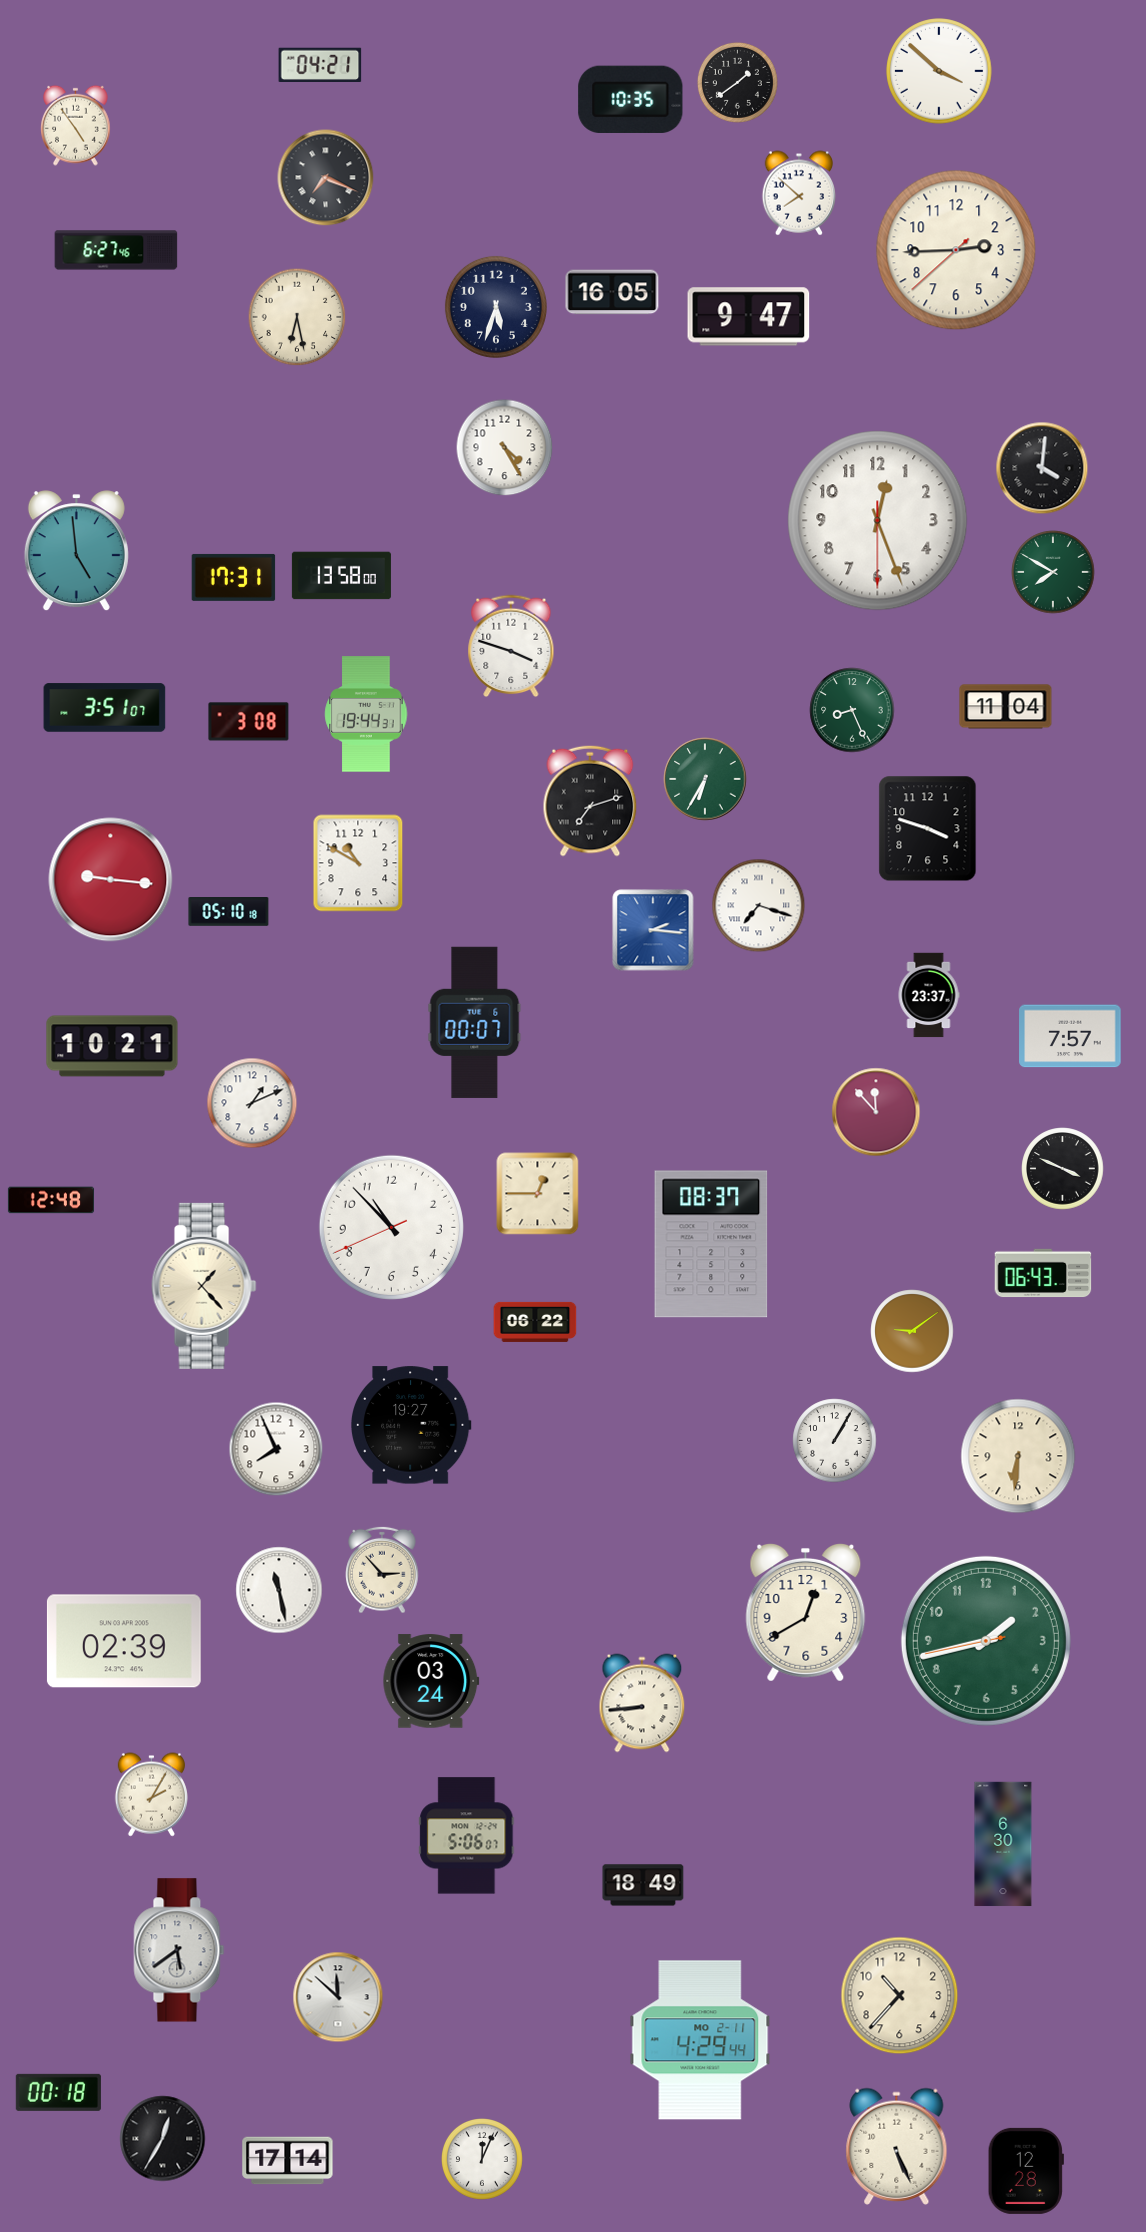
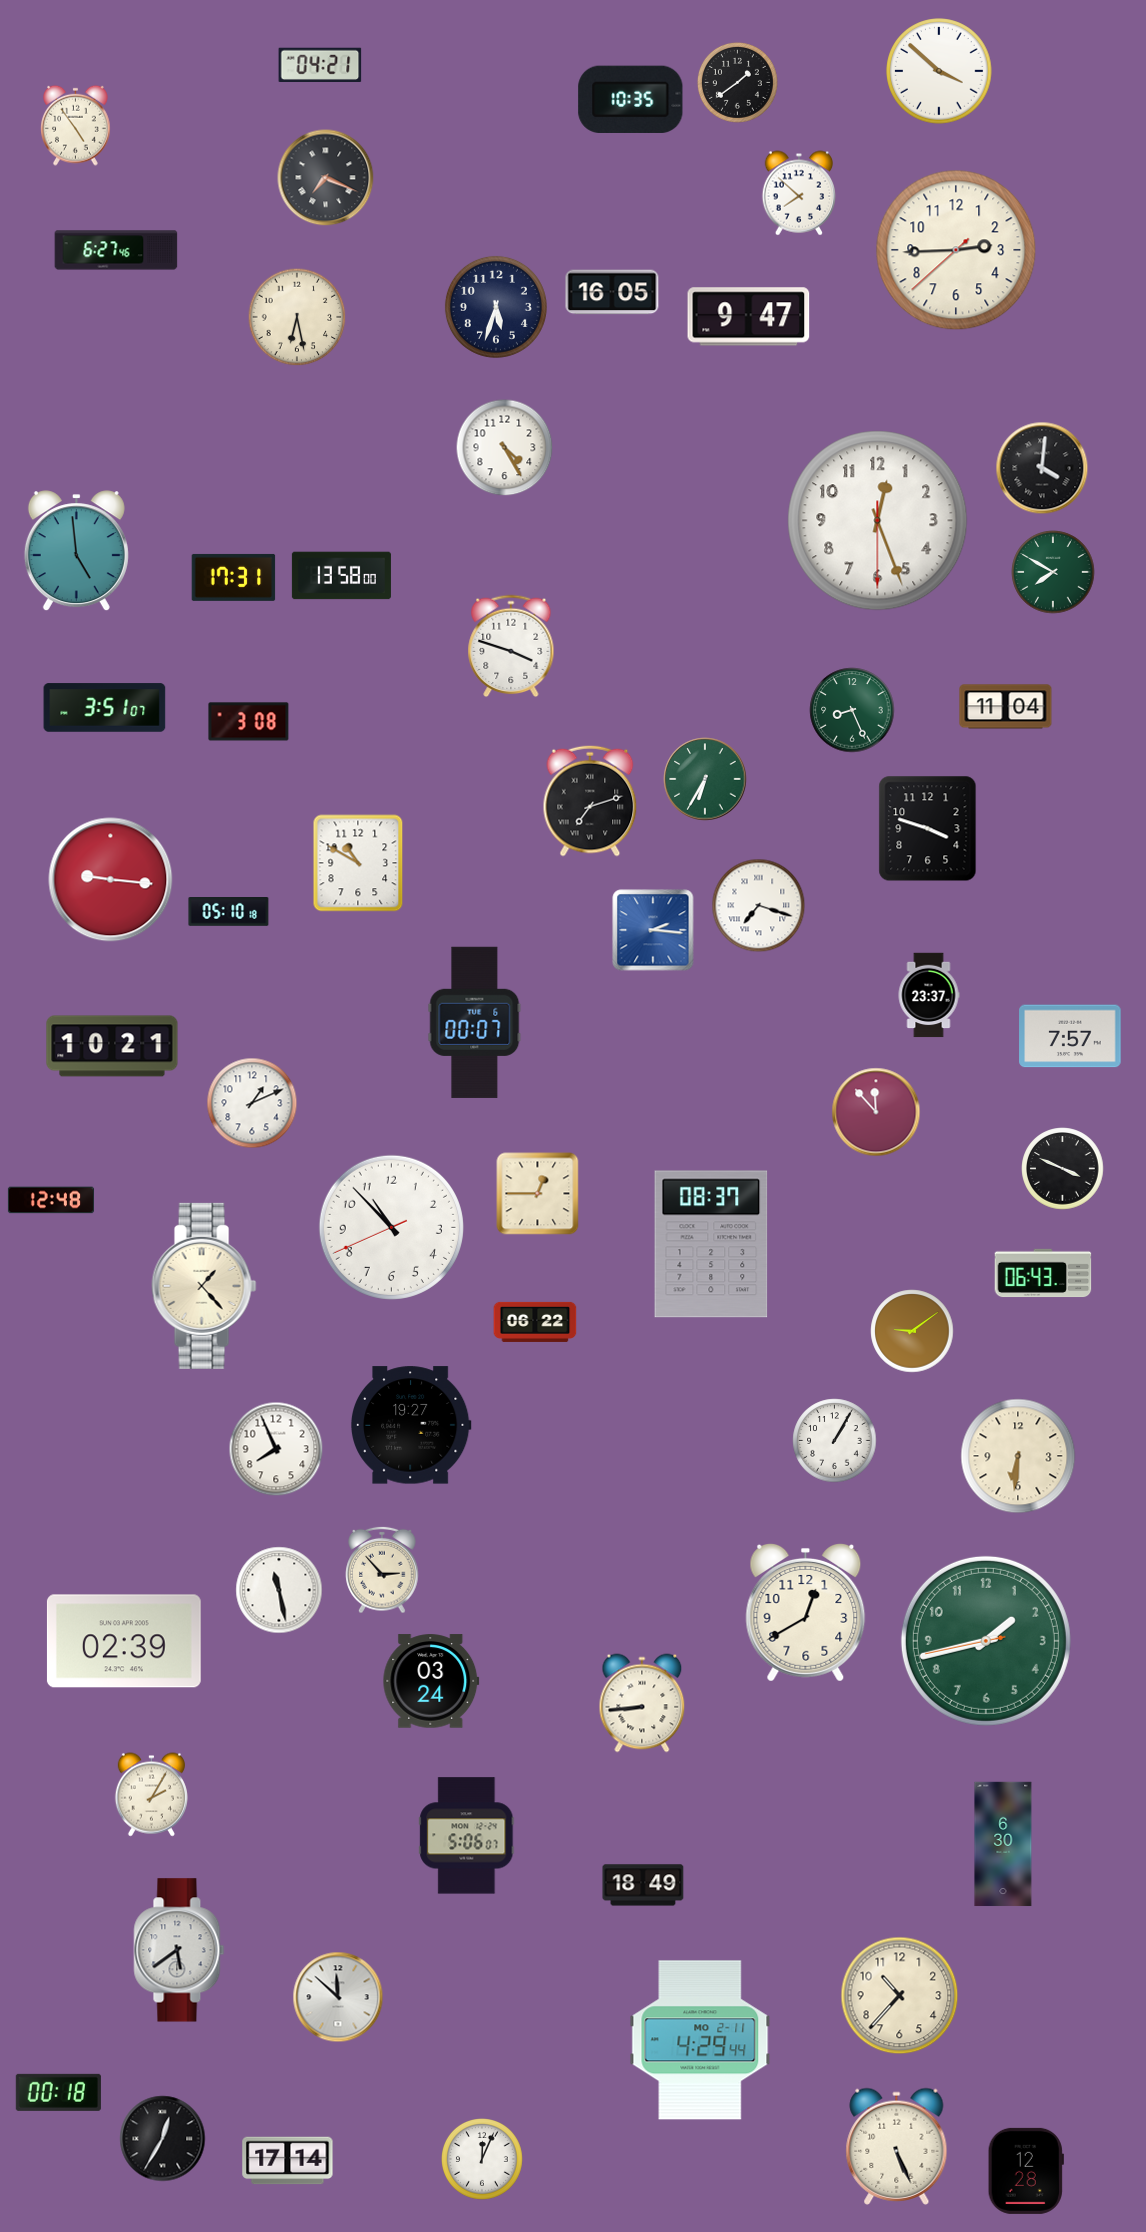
clock at (366, 714): 19:44 -> none
